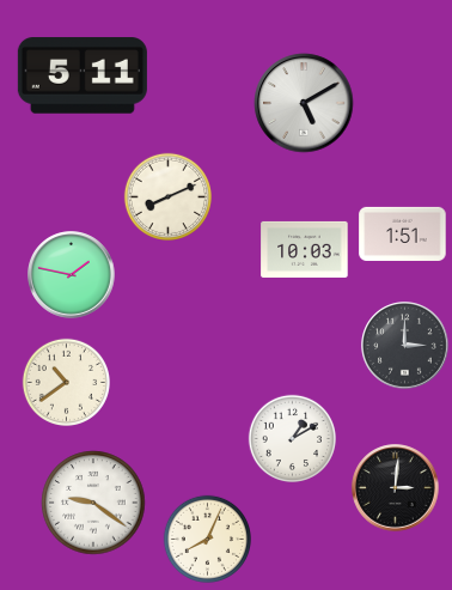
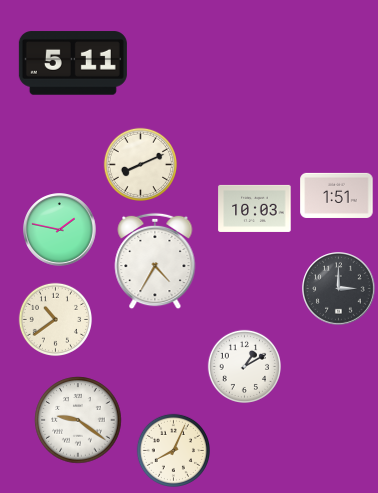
clock at (83, 75) position: (83, 75) -> (73, 63)
clock at (304, 103): 5:10 -> none
clock at (155, 261): none -> 4:35
clock at (396, 488): 3:01 -> none
